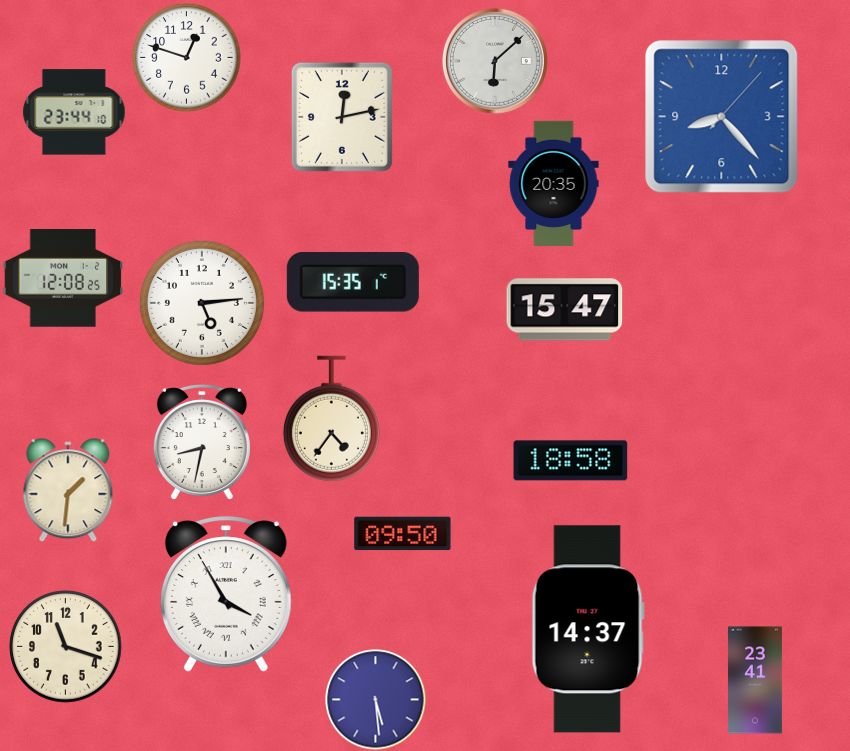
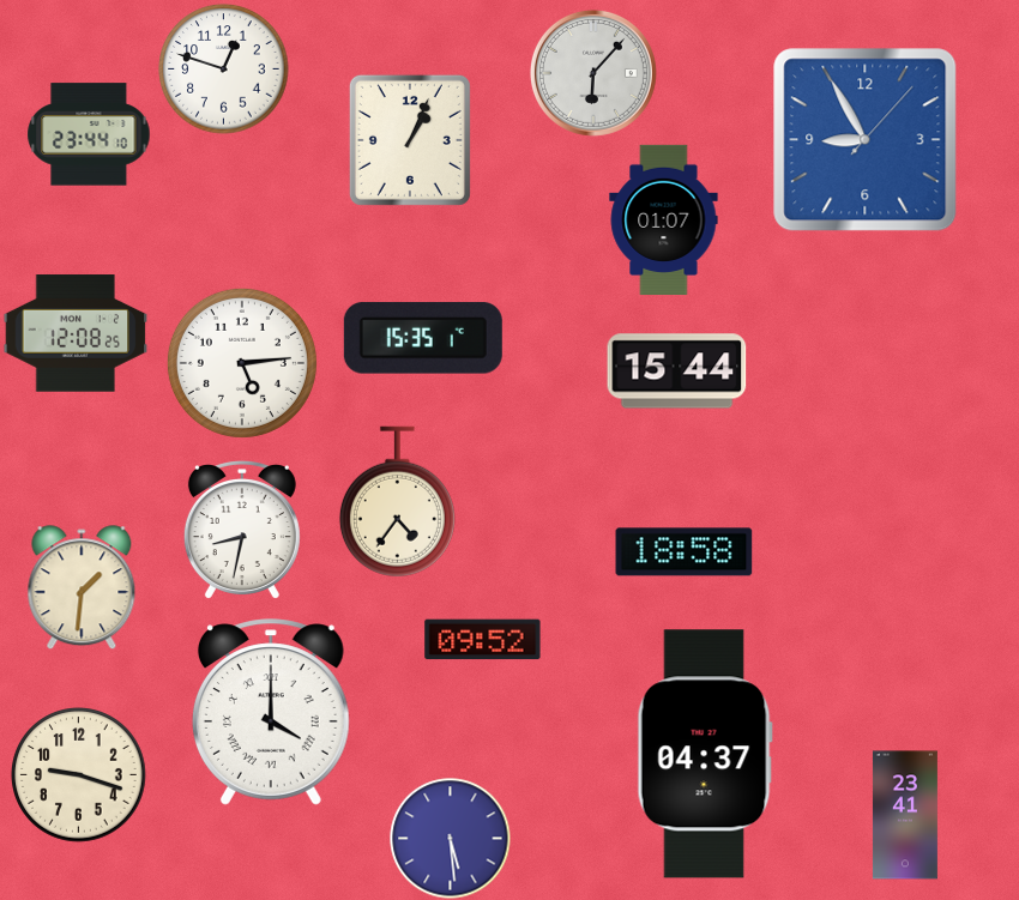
clock at (495, 61): 6:08 -> 6:07
clock at (342, 117): 12:13 -> 1:04
clock at (722, 117): 8:23 -> 8:55
clock at (554, 184): 20:35 -> 01:07
clock at (565, 310): 15:47 -> 15:44
clock at (403, 534): 09:50 -> 09:52
clock at (226, 594): 3:55 -> 4:00
clock at (588, 629): 14:37 -> 04:37
clock at (66, 647): 11:18 -> 9:18
